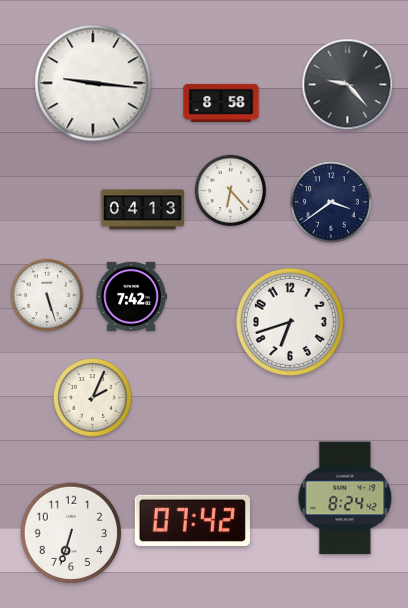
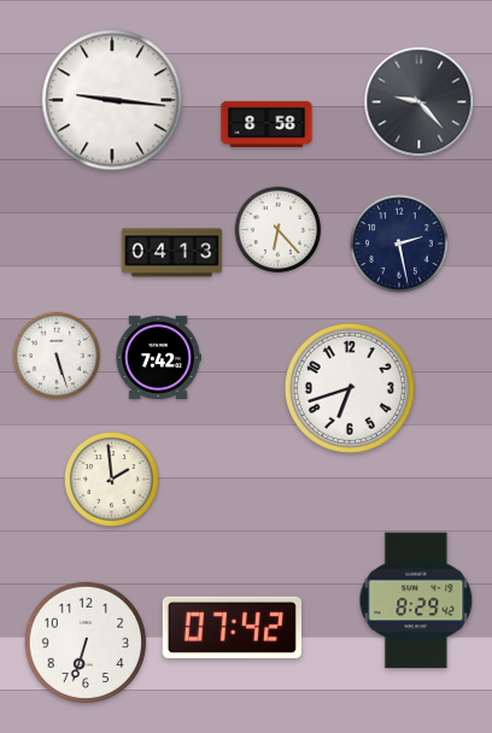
clock at (331, 202): 3:39 -> 2:28
clock at (93, 398): 2:04 -> 1:59
clock at (345, 498): 8:24 -> 8:29
